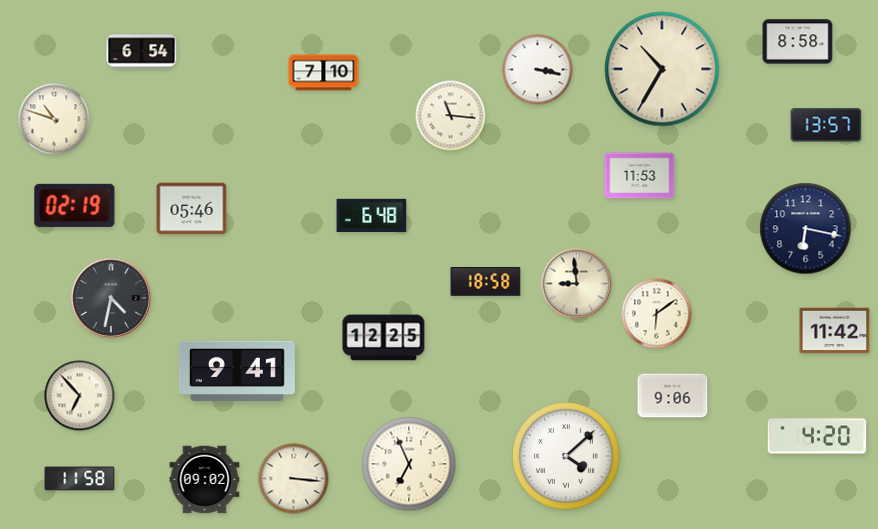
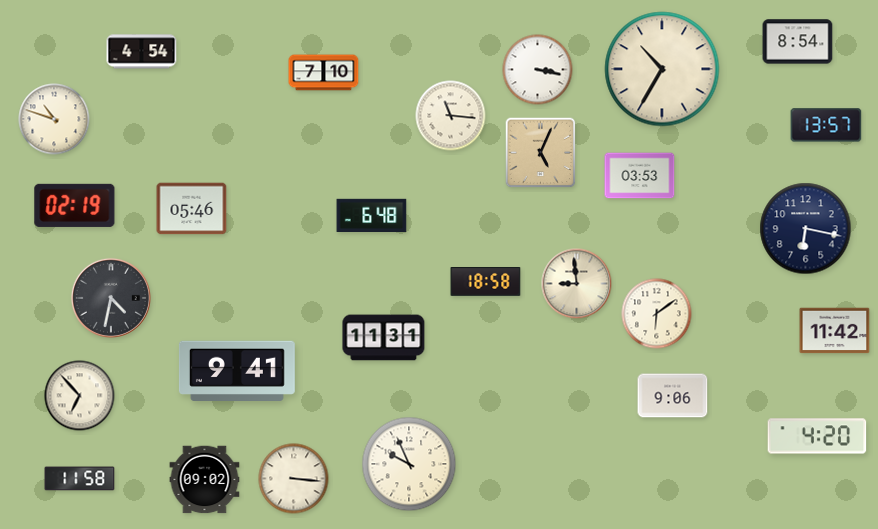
clock at (798, 42): 8:58 -> 8:54
clock at (142, 52): 6:54 -> 4:54
clock at (541, 153): none -> 5:04
clock at (640, 176): 11:53 -> 03:53
clock at (384, 338): 12:25 -> 11:31
clock at (566, 456): 4:08 -> none
clock at (409, 464): 6:56 -> 9:56
